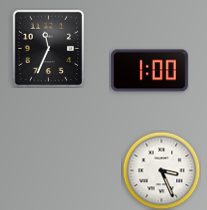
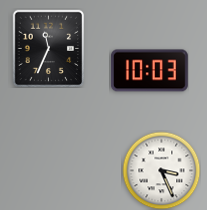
clock at (150, 71): 1:00 -> 10:03
